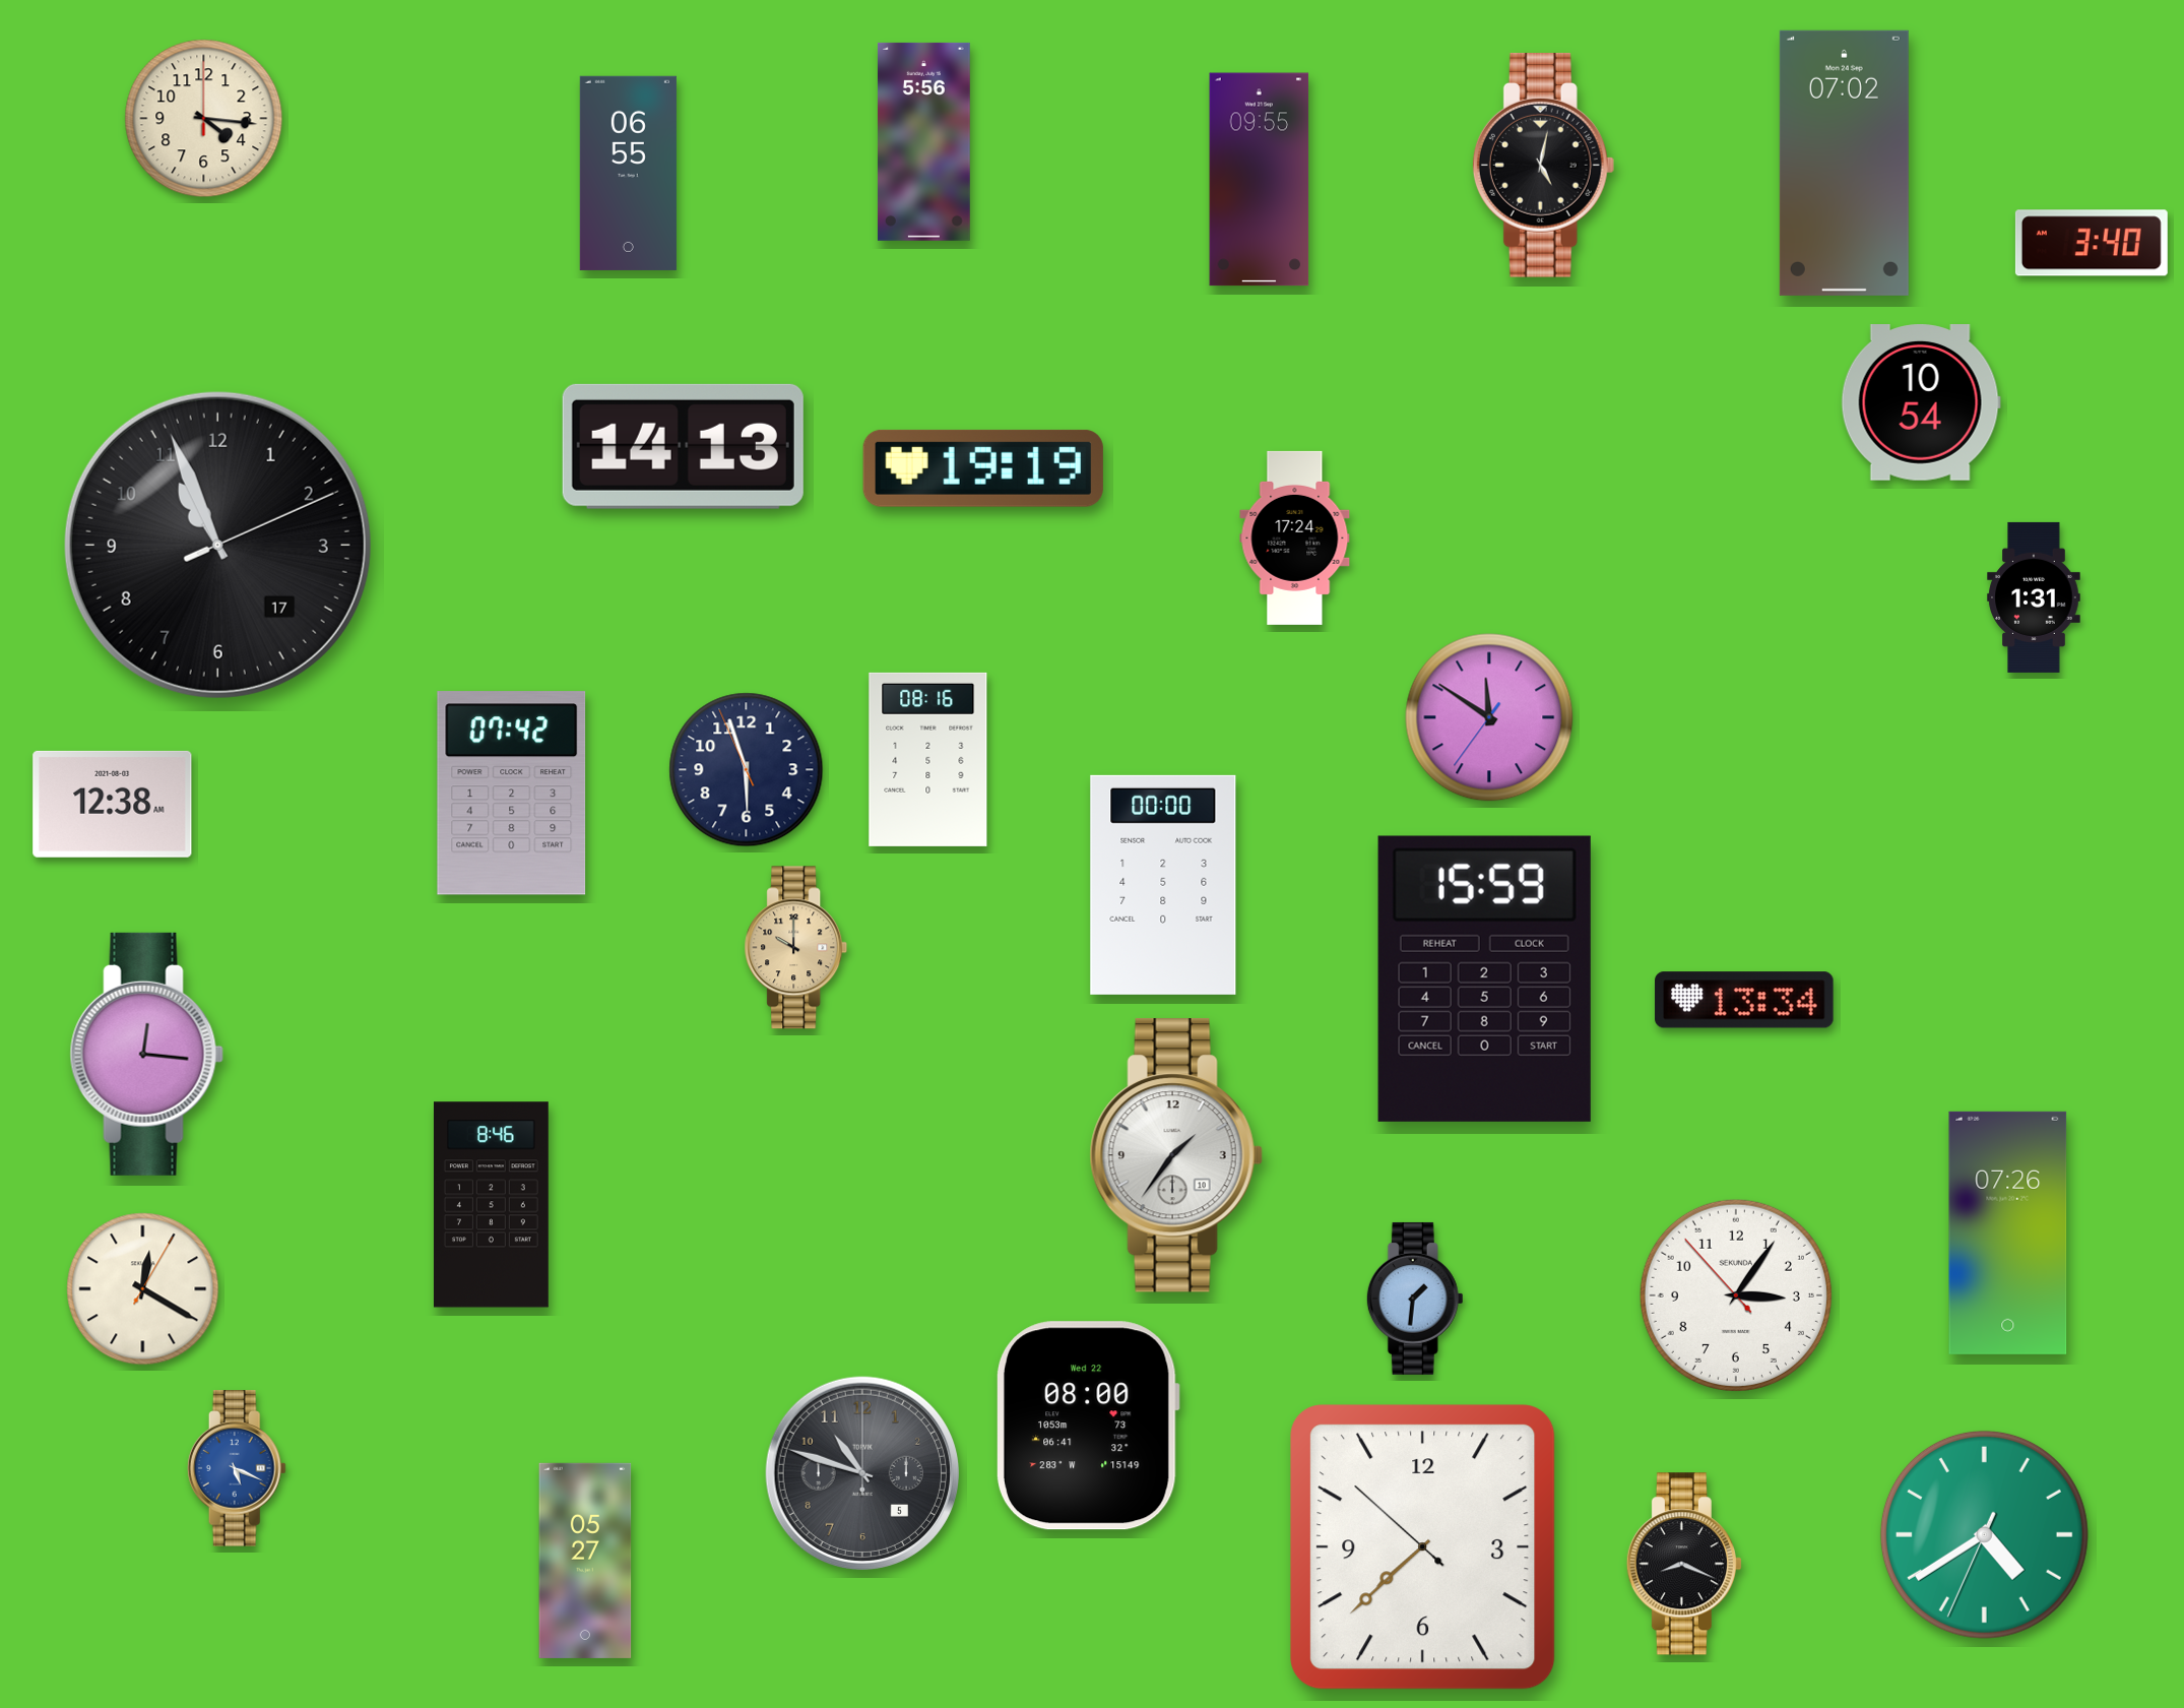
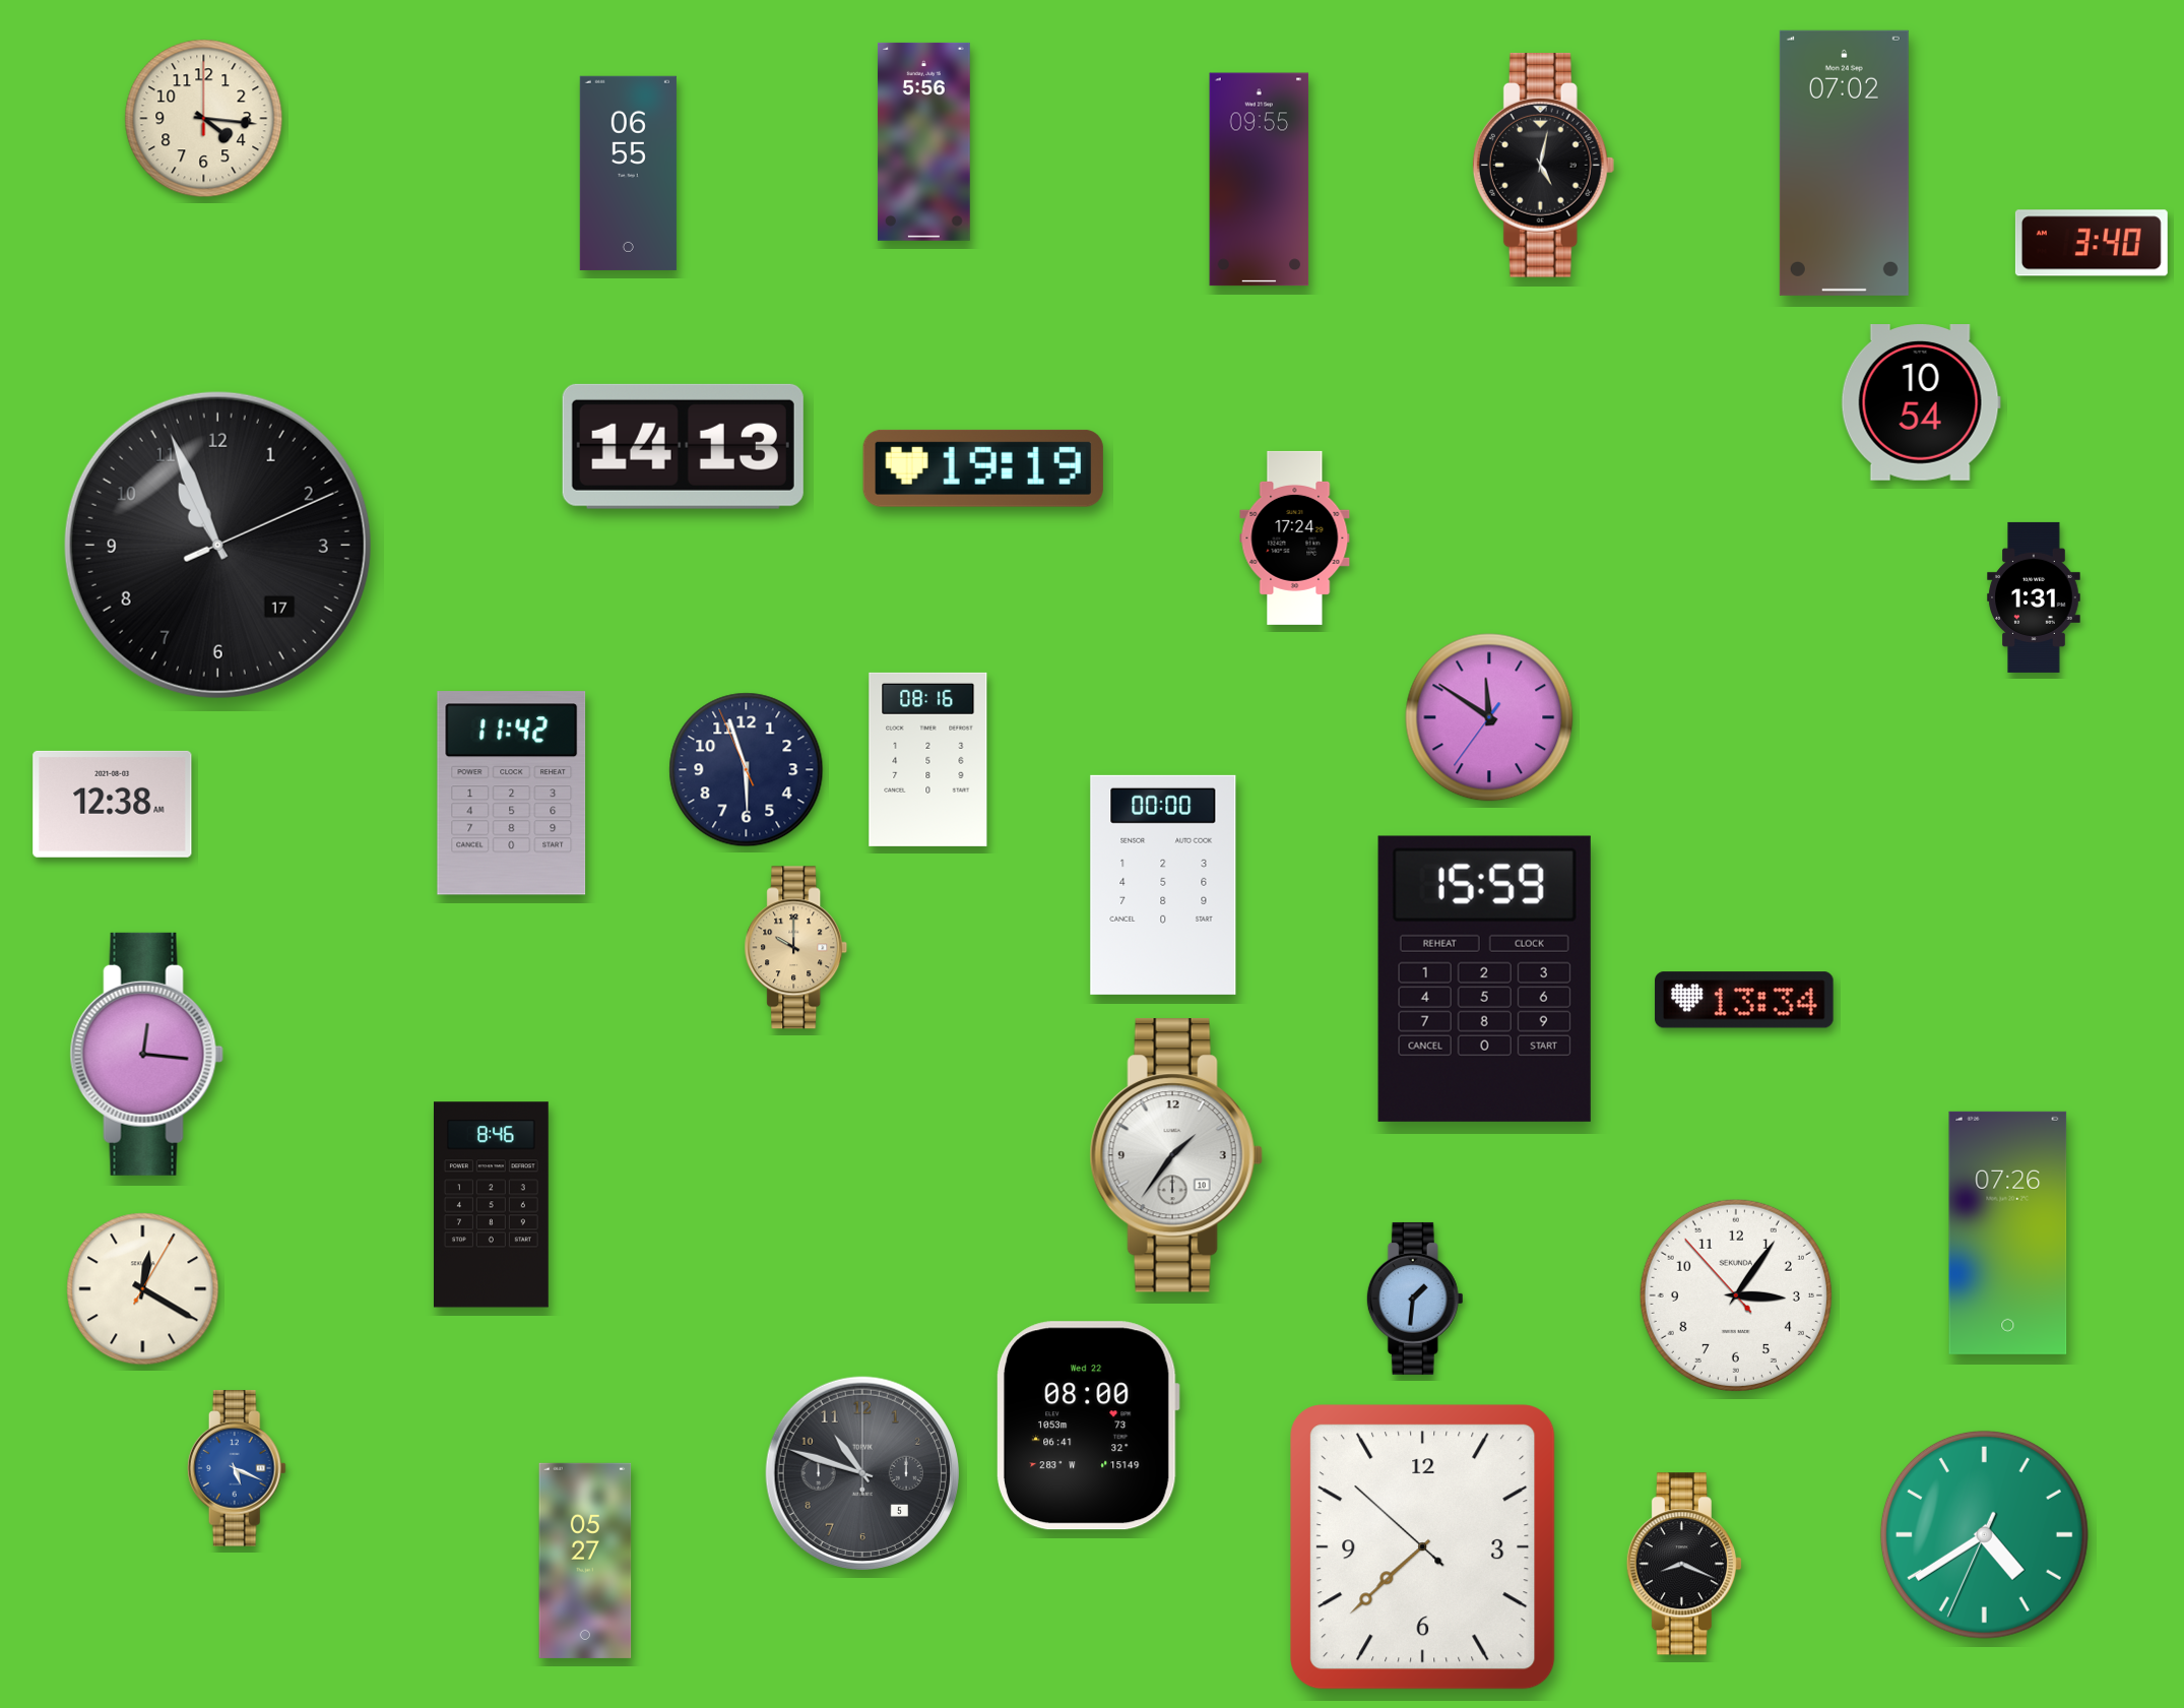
clock at (512, 794): 07:42 -> 11:42
